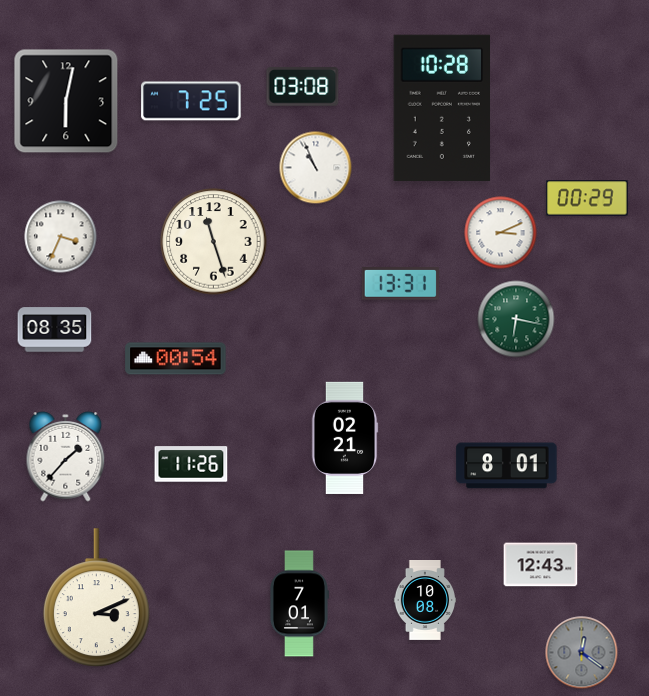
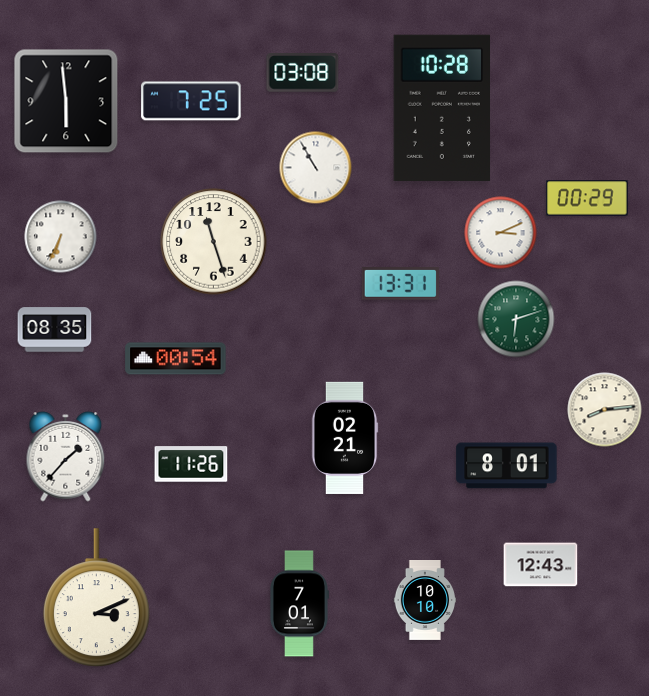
clock at (303, 87) position: (303, 87) -> (303, 73)
clock at (66, 101): 6:02 -> 5:59
clock at (316, 168): 10:56 -> 10:55
clock at (61, 237): 3:34 -> 6:34
clock at (516, 319): 6:17 -> 6:12
clock at (605, 410): none -> 8:14
clock at (424, 601): 10:08 -> 10:10
clock at (582, 653): 12:21 -> none
